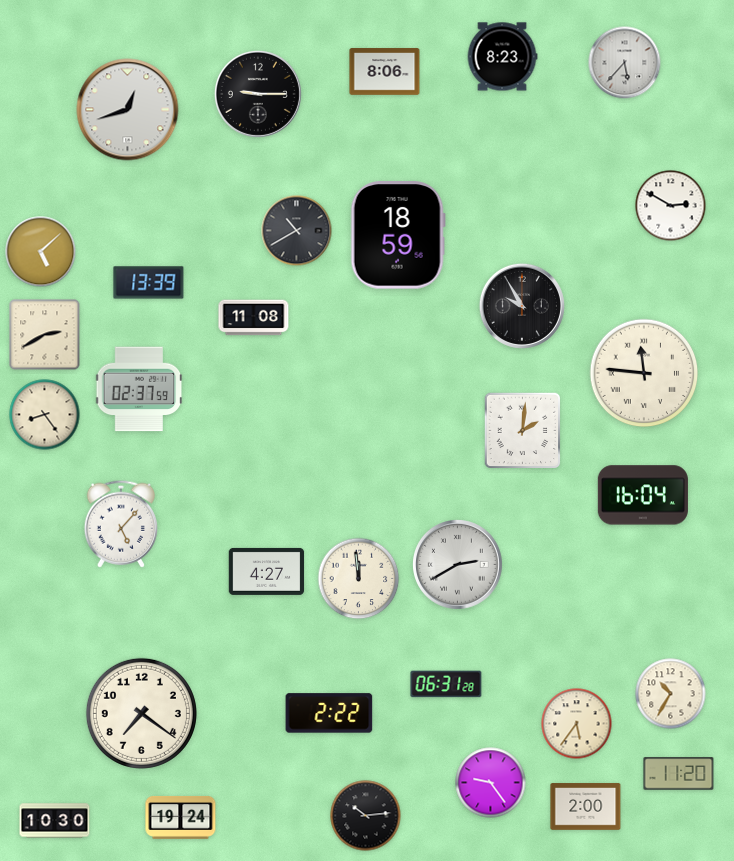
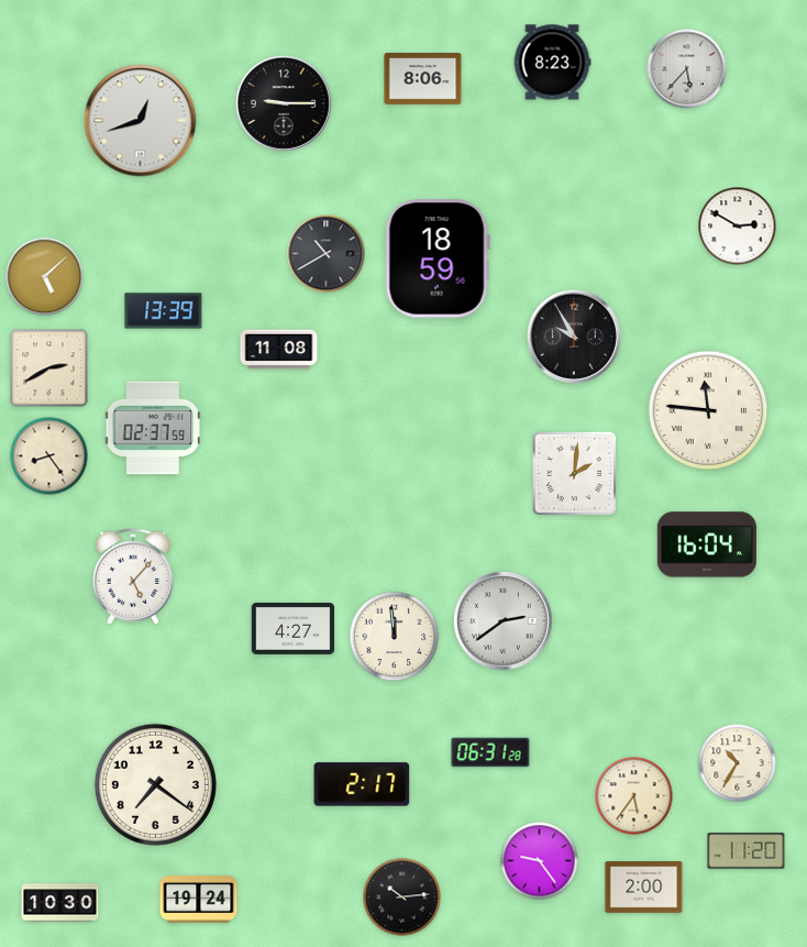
clock at (458, 565): 2:40 -> 2:39
clock at (329, 713): 2:22 -> 2:17
